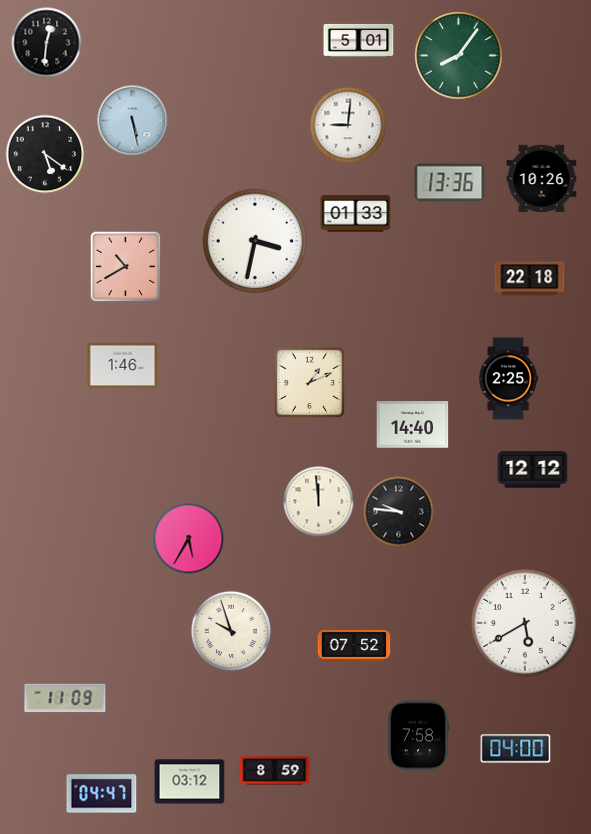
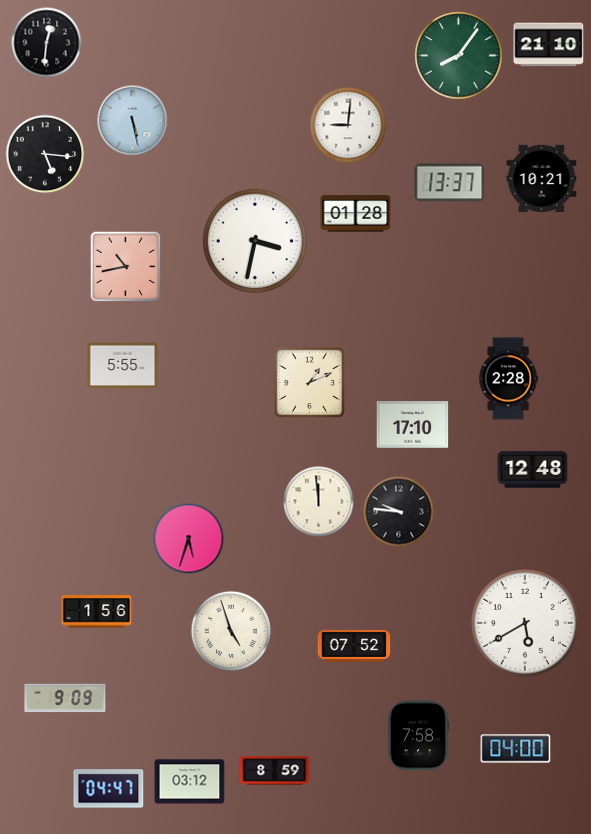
clock at (359, 40): 5:01 -> none
clock at (549, 45): none -> 21:10
clock at (45, 154): 5:21 -> 5:16
clock at (542, 178): 10:26 -> 10:21
clock at (450, 183): 13:36 -> 13:37
clock at (356, 214): 01:33 -> 01:28
clock at (126, 267): 10:40 -> 10:43
clock at (530, 279): 22:18 -> none
clock at (123, 366): 1:46 -> 5:55
clock at (509, 379): 2:25 -> 2:28
clock at (413, 425): 14:40 -> 17:10
clock at (533, 470): 12:12 -> 12:48
clock at (189, 539): 5:35 -> 5:33
clock at (97, 612): none -> 1:56
clock at (231, 631): 9:57 -> 4:57
clock at (65, 698): 11:09 -> 9:09
clock at (102, 794) position: (102, 794) -> (109, 789)
